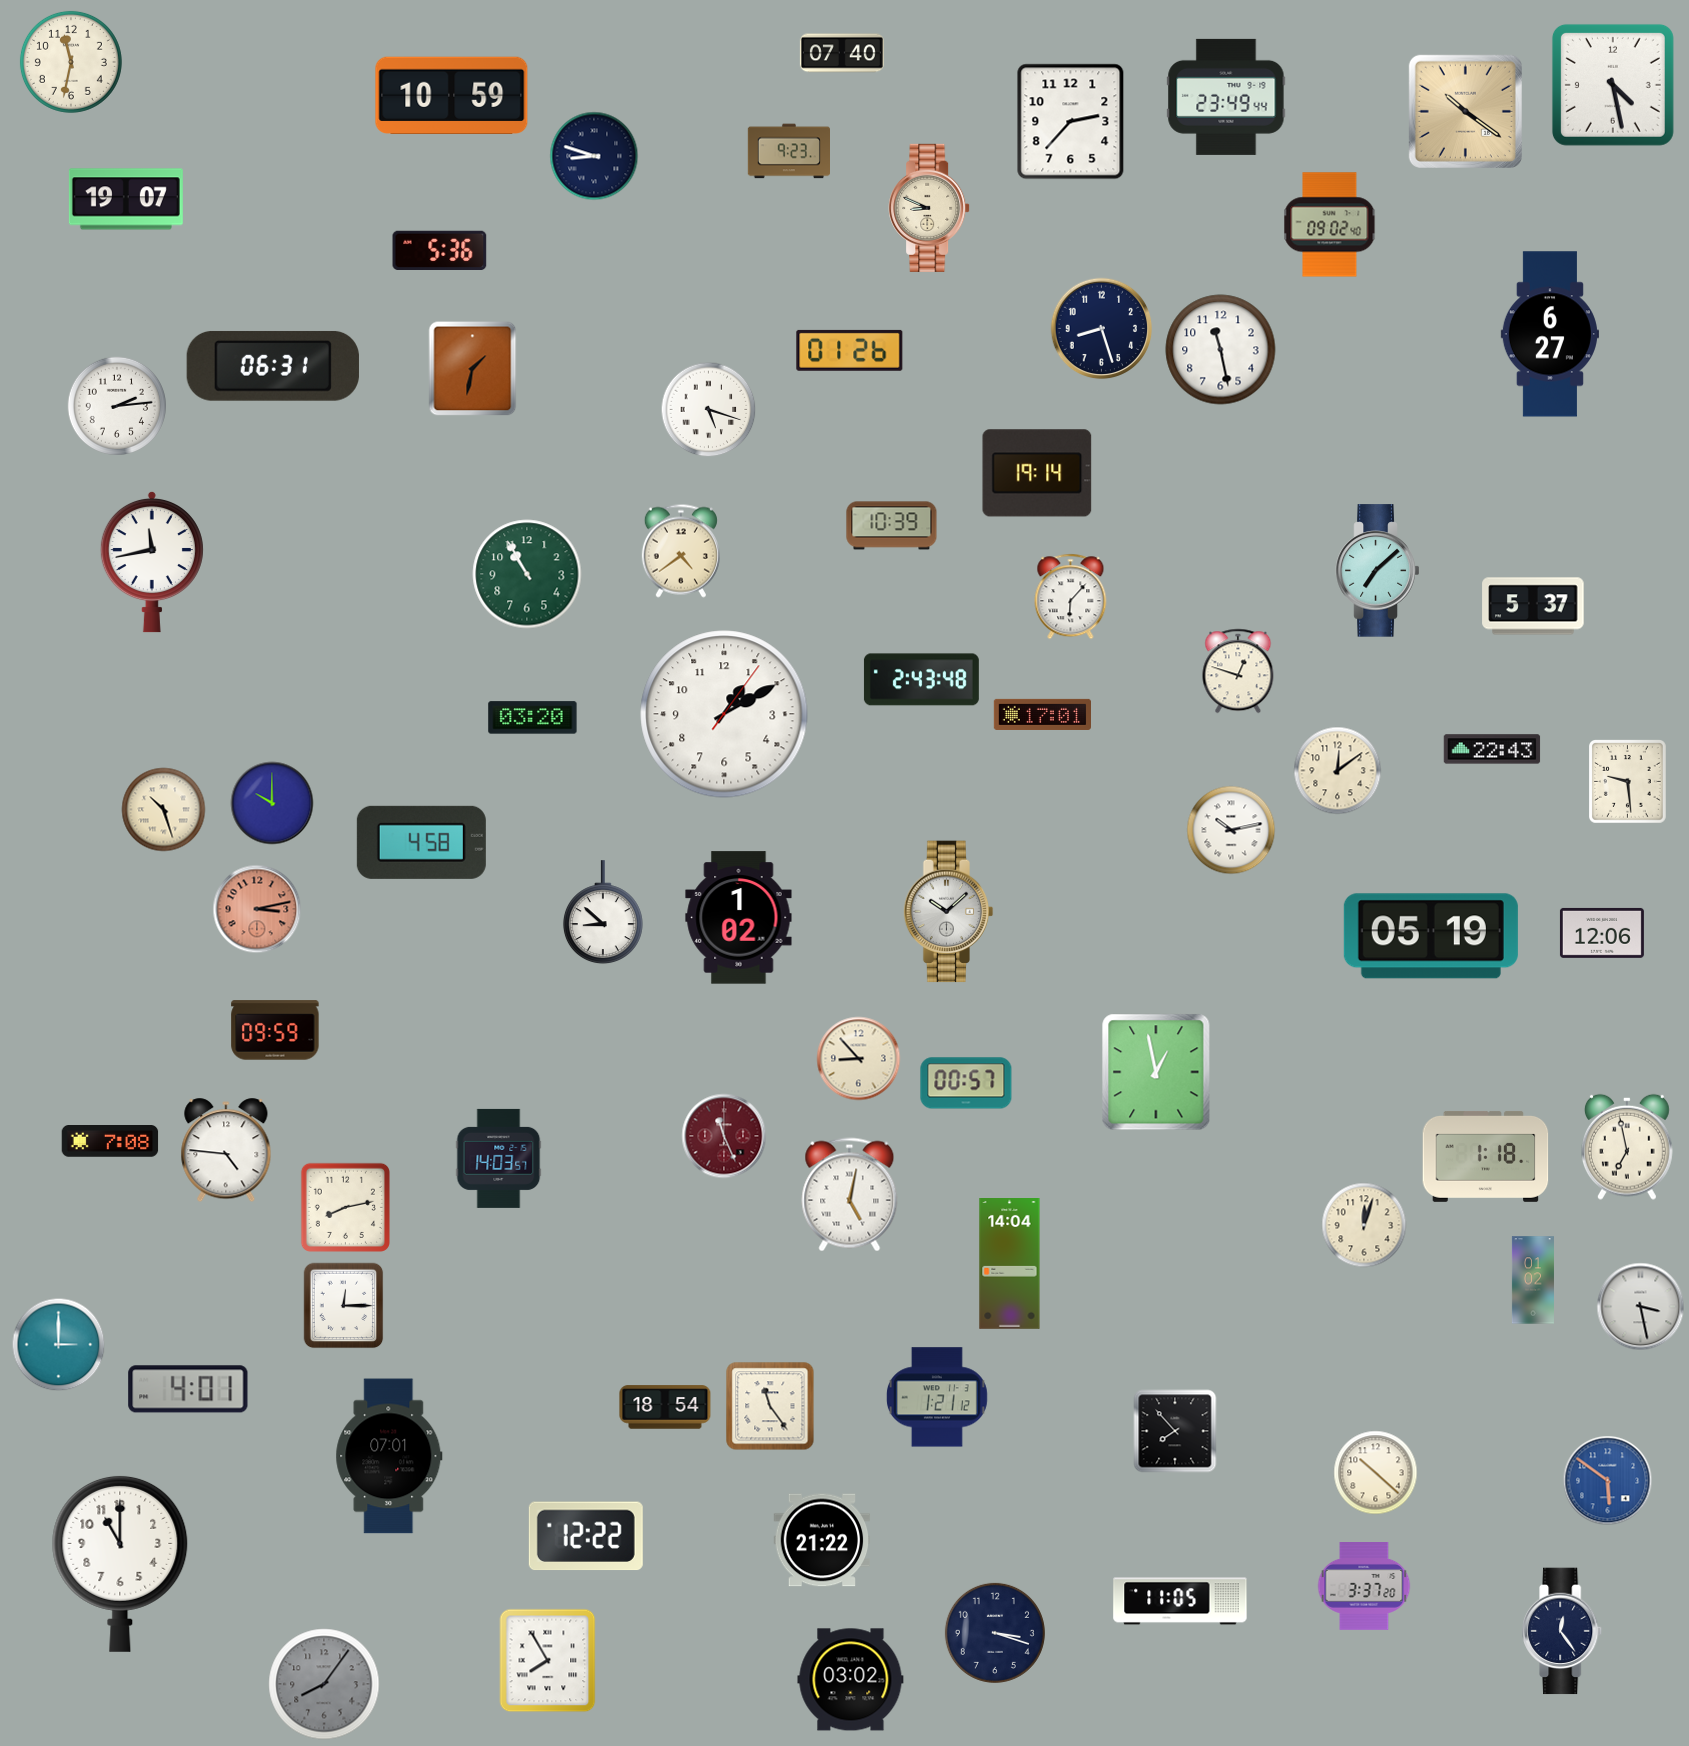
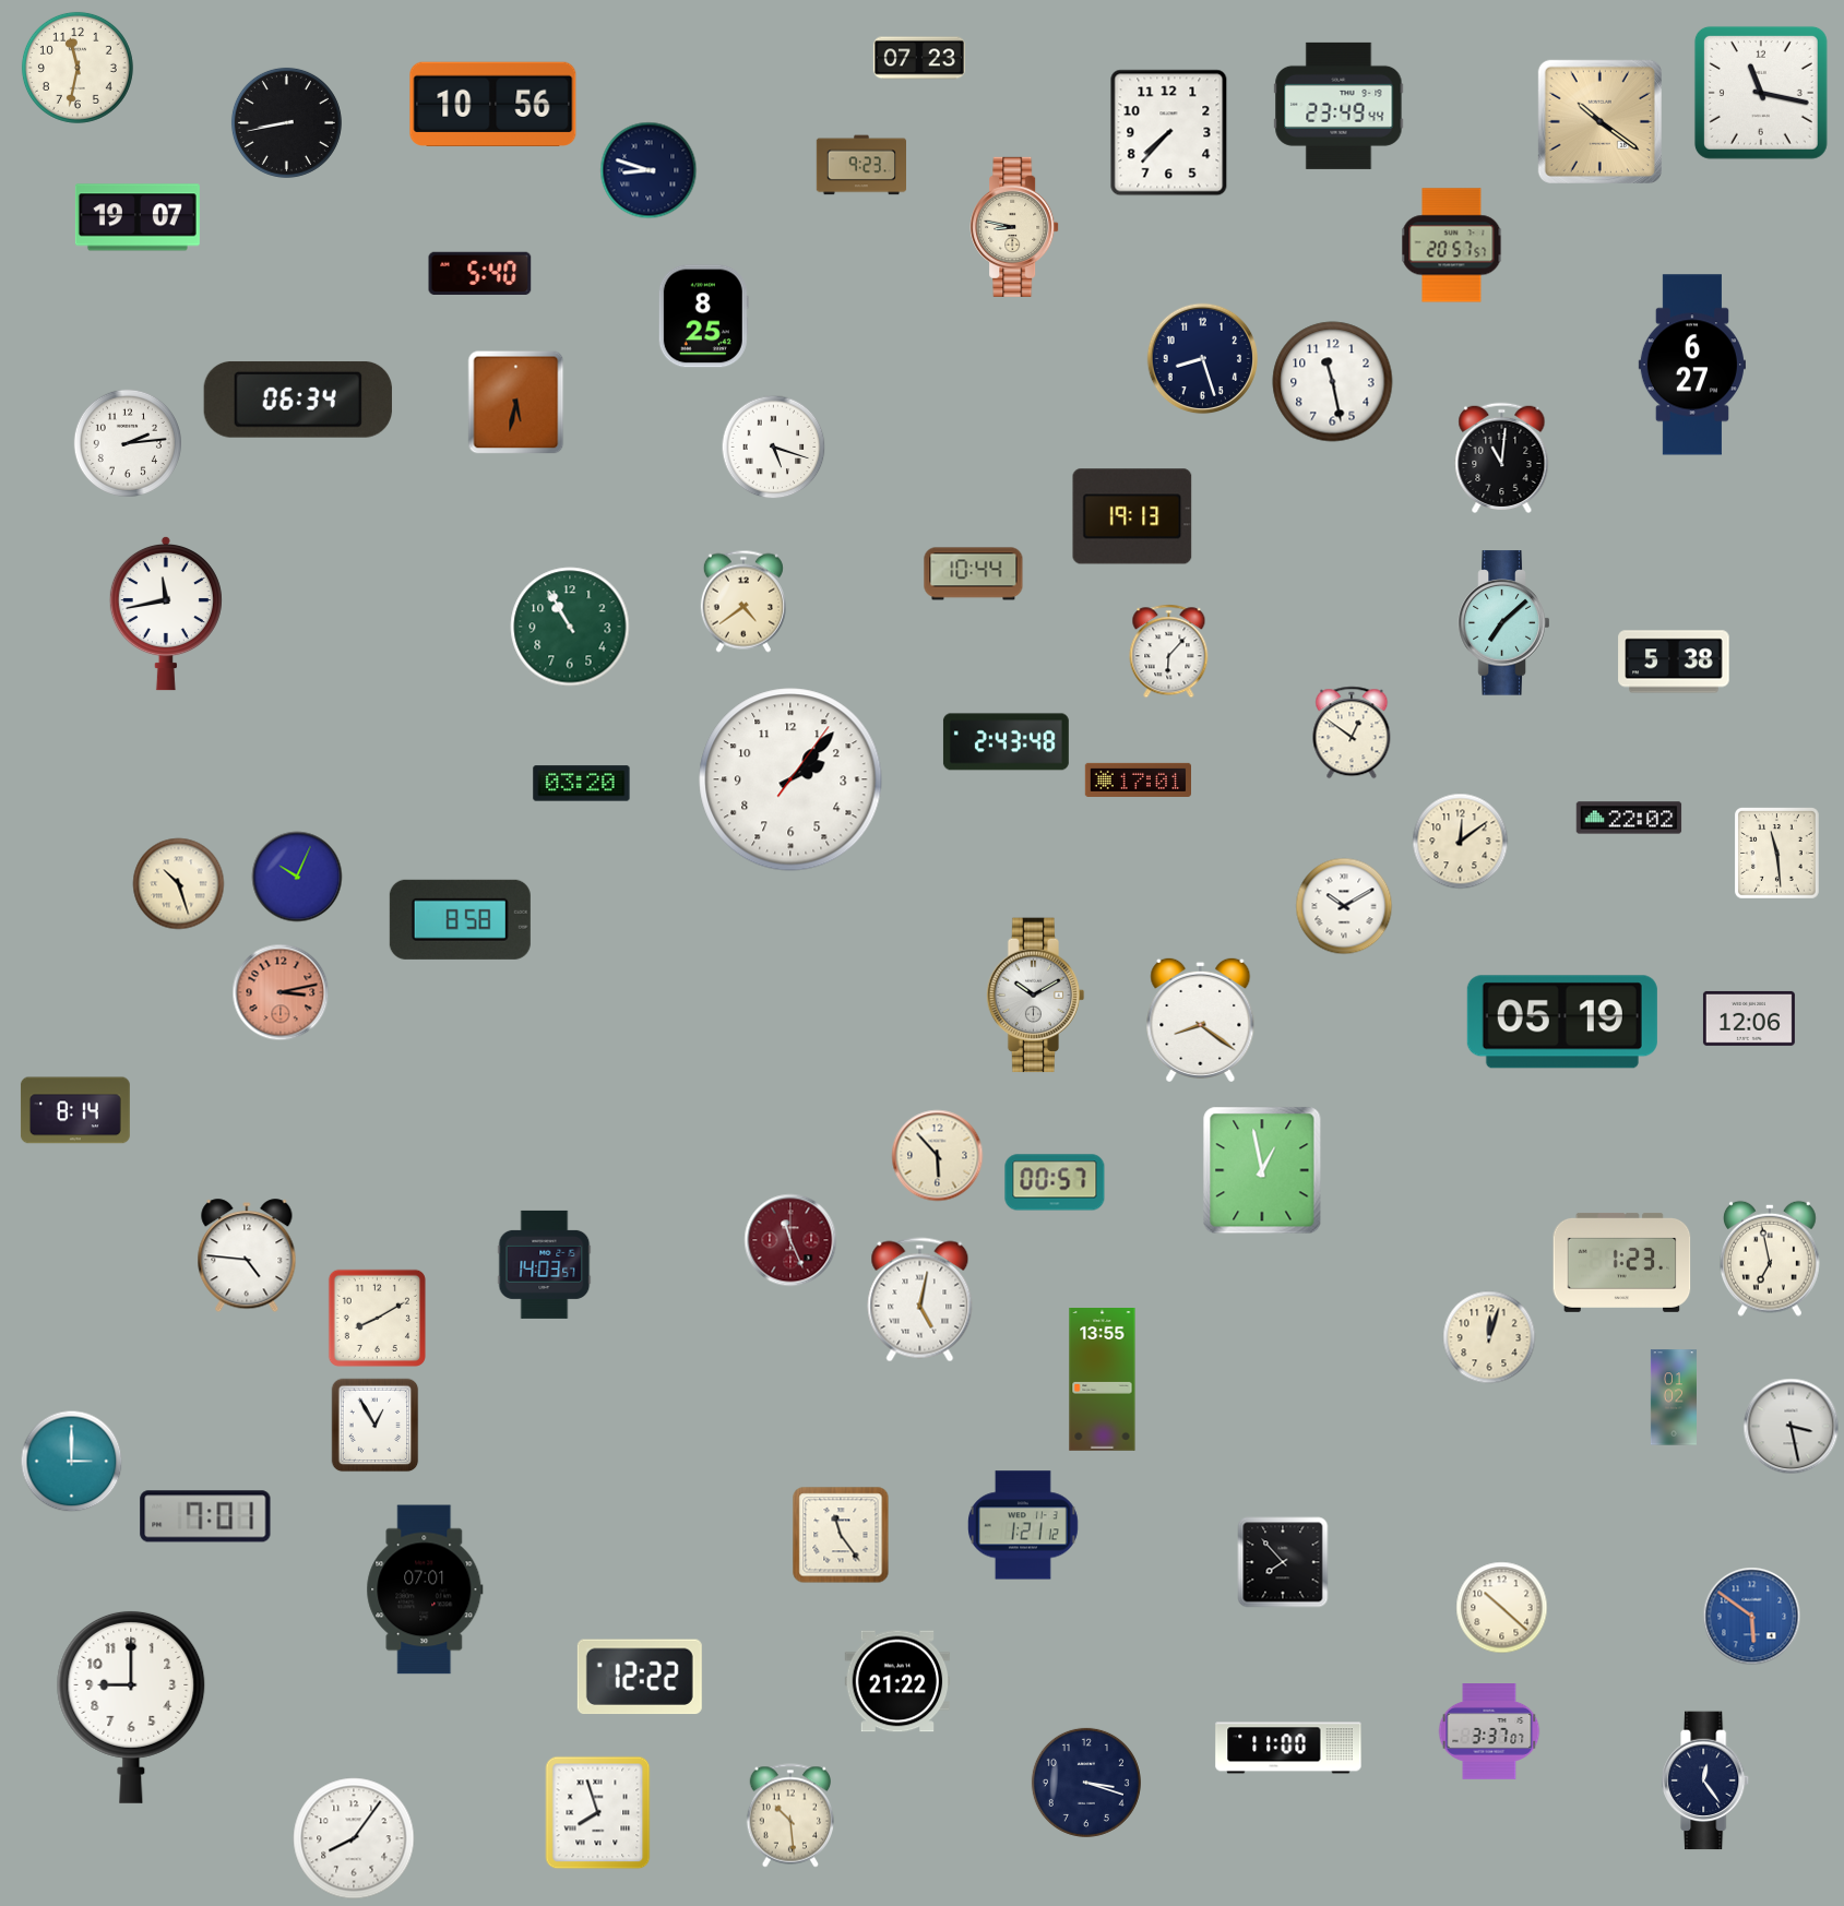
clock at (842, 53): 07:40 -> 07:23
clock at (1613, 85): 4:28 -> 11:17
clock at (452, 95): 10:59 -> 10:56
clock at (286, 122): none -> 8:43
clock at (1071, 122): 2:37 -> 7:37
clock at (929, 208): 8:49 -> 8:47
clock at (1330, 225): 09:02 -> 20:57
clock at (440, 250): 5:36 -> 5:40
clock at (703, 317): none -> 8:25
clock at (850, 350): 01:26 -> none
clock at (273, 366): 06:31 -> 06:34
clock at (473, 369): 1:32 -> 5:32
clock at (1502, 457): none -> 11:01
clock at (1037, 473): 19:14 -> 19:13
clock at (892, 526): 10:39 -> 10:44
clock at (527, 574) position: (527, 574) -> (570, 627)
clock at (1533, 606): 5:37 -> 5:38
clock at (1238, 671): 12:48 -> 12:51
clock at (724, 714): 1:10 -> 2:07
clock at (1492, 749): 22:43 -> 22:02
clock at (1628, 782): 9:29 -> 11:29
clock at (272, 803): 10:00 -> 10:04
clock at (1231, 830): 10:13 -> 10:10
clock at (421, 842): 4:58 -> 8:58
clock at (949, 912): 10:08 -> 10:10
clock at (603, 913): 8:52 -> none
clock at (739, 918): 1:02 -> none
clock at (1201, 1020): none -> 8:21
clock at (75, 1110): none -> 8:14
clock at (275, 1030): 09:59 -> none
clock at (859, 1059): 8:53 -> 5:53
clock at (110, 1141): 7:08 -> none
clock at (1627, 1147) position: (1627, 1147) -> (1770, 1259)
clock at (1486, 1156): 1:18 -> 1:23
clock at (850, 1195) position: (850, 1195) -> (920, 1300)
clock at (345, 1207): 8:13 -> 8:10
clock at (1010, 1264): 14:04 -> 13:55
clock at (344, 1306): 12:15 -> 12:55
clock at (59, 1345) position: (59, 1345) -> (72, 1462)
clock at (188, 1389): 4:01 -> 7:01
clock at (665, 1407): 18:54 -> none
clock at (1608, 1481) position: (1608, 1481) -> (1752, 1617)
clock at (120, 1563): 11:00 -> 9:00
clock at (1364, 1587): 3:37:20 -> 3:37:07
clock at (1180, 1601): 11:05 -> 11:00
clock at (548, 1661): 7:55 -> 7:57
clock at (790, 1815): none -> 10:29
clock at (851, 1680): 03:02 -> none
clock at (324, 1684) dial: grey -> white
